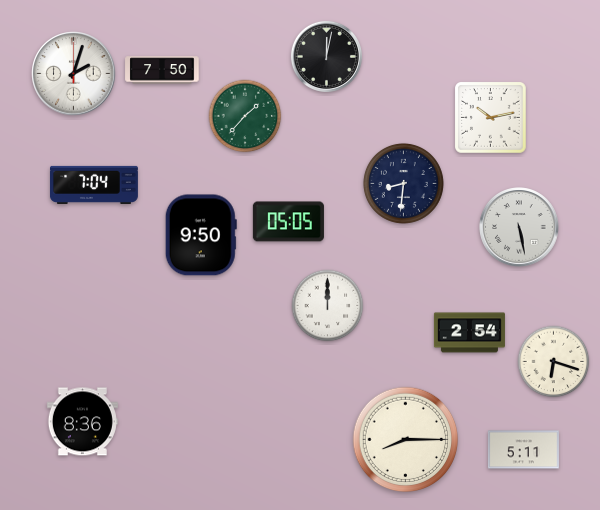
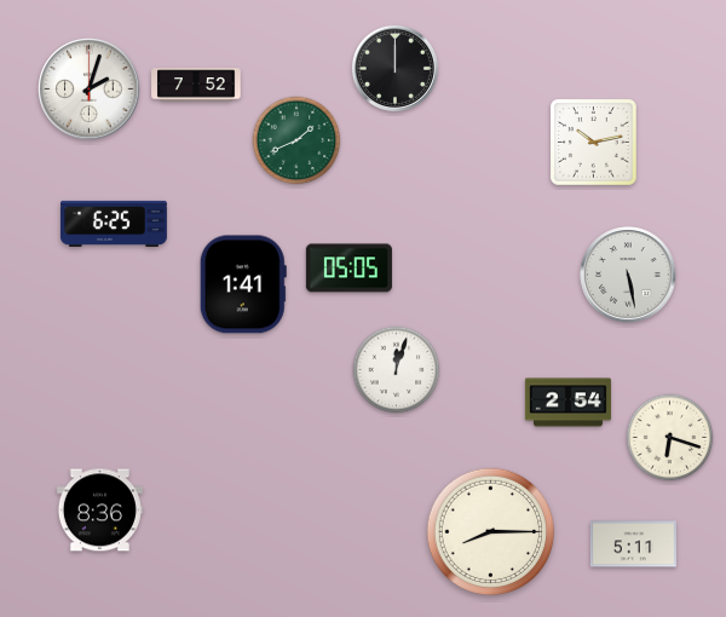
clock at (326, 56): 12:02 -> 12:00
clock at (162, 70): 7:50 -> 7:52
clock at (245, 116): 1:37 -> 1:41
clock at (403, 183): 8:31 -> none
clock at (94, 185): 7:04 -> 6:25
clock at (201, 235): 9:50 -> 1:41
clock at (328, 306): 12:00 -> 12:03
